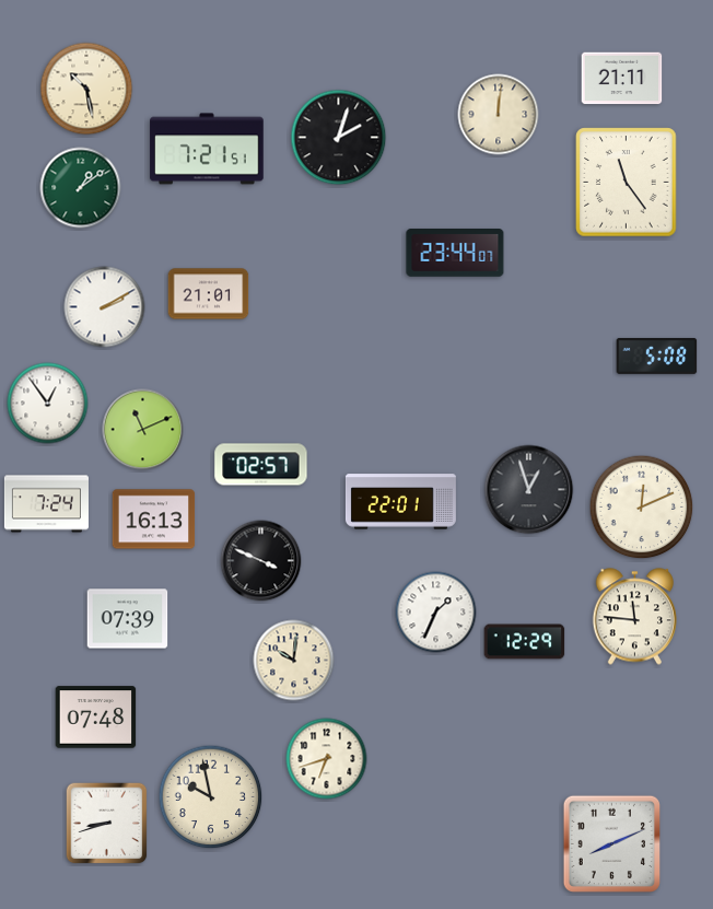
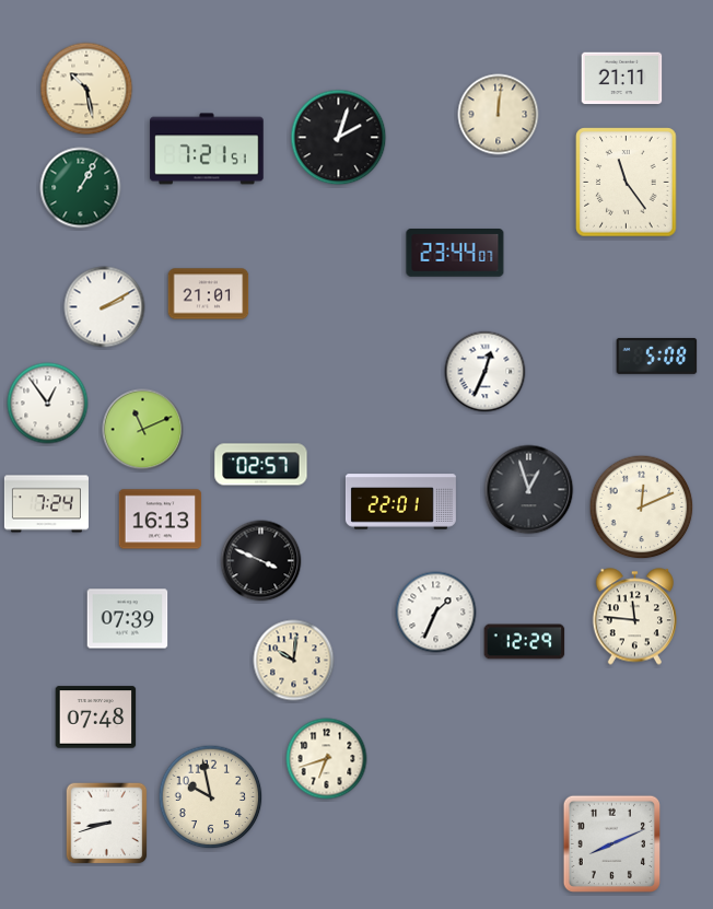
clock at (81, 188): 1:09 -> 1:05
clock at (486, 372): none -> 12:34
clock at (154, 520) position: (154, 520) -> (161, 520)
